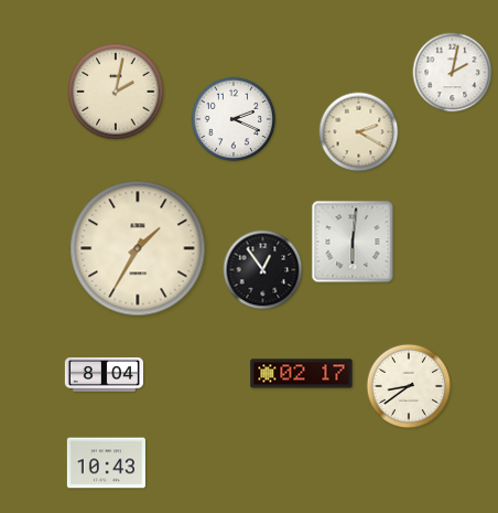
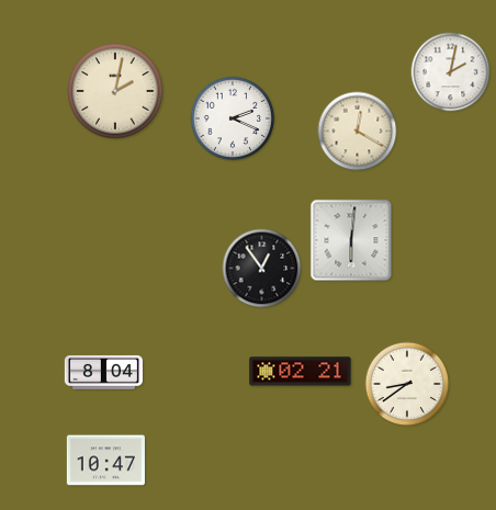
clock at (359, 132): 2:20 -> 12:20
clock at (138, 248): 1:35 -> none
clock at (302, 374): 02:17 -> 02:21
clock at (106, 463): 10:43 -> 10:47
